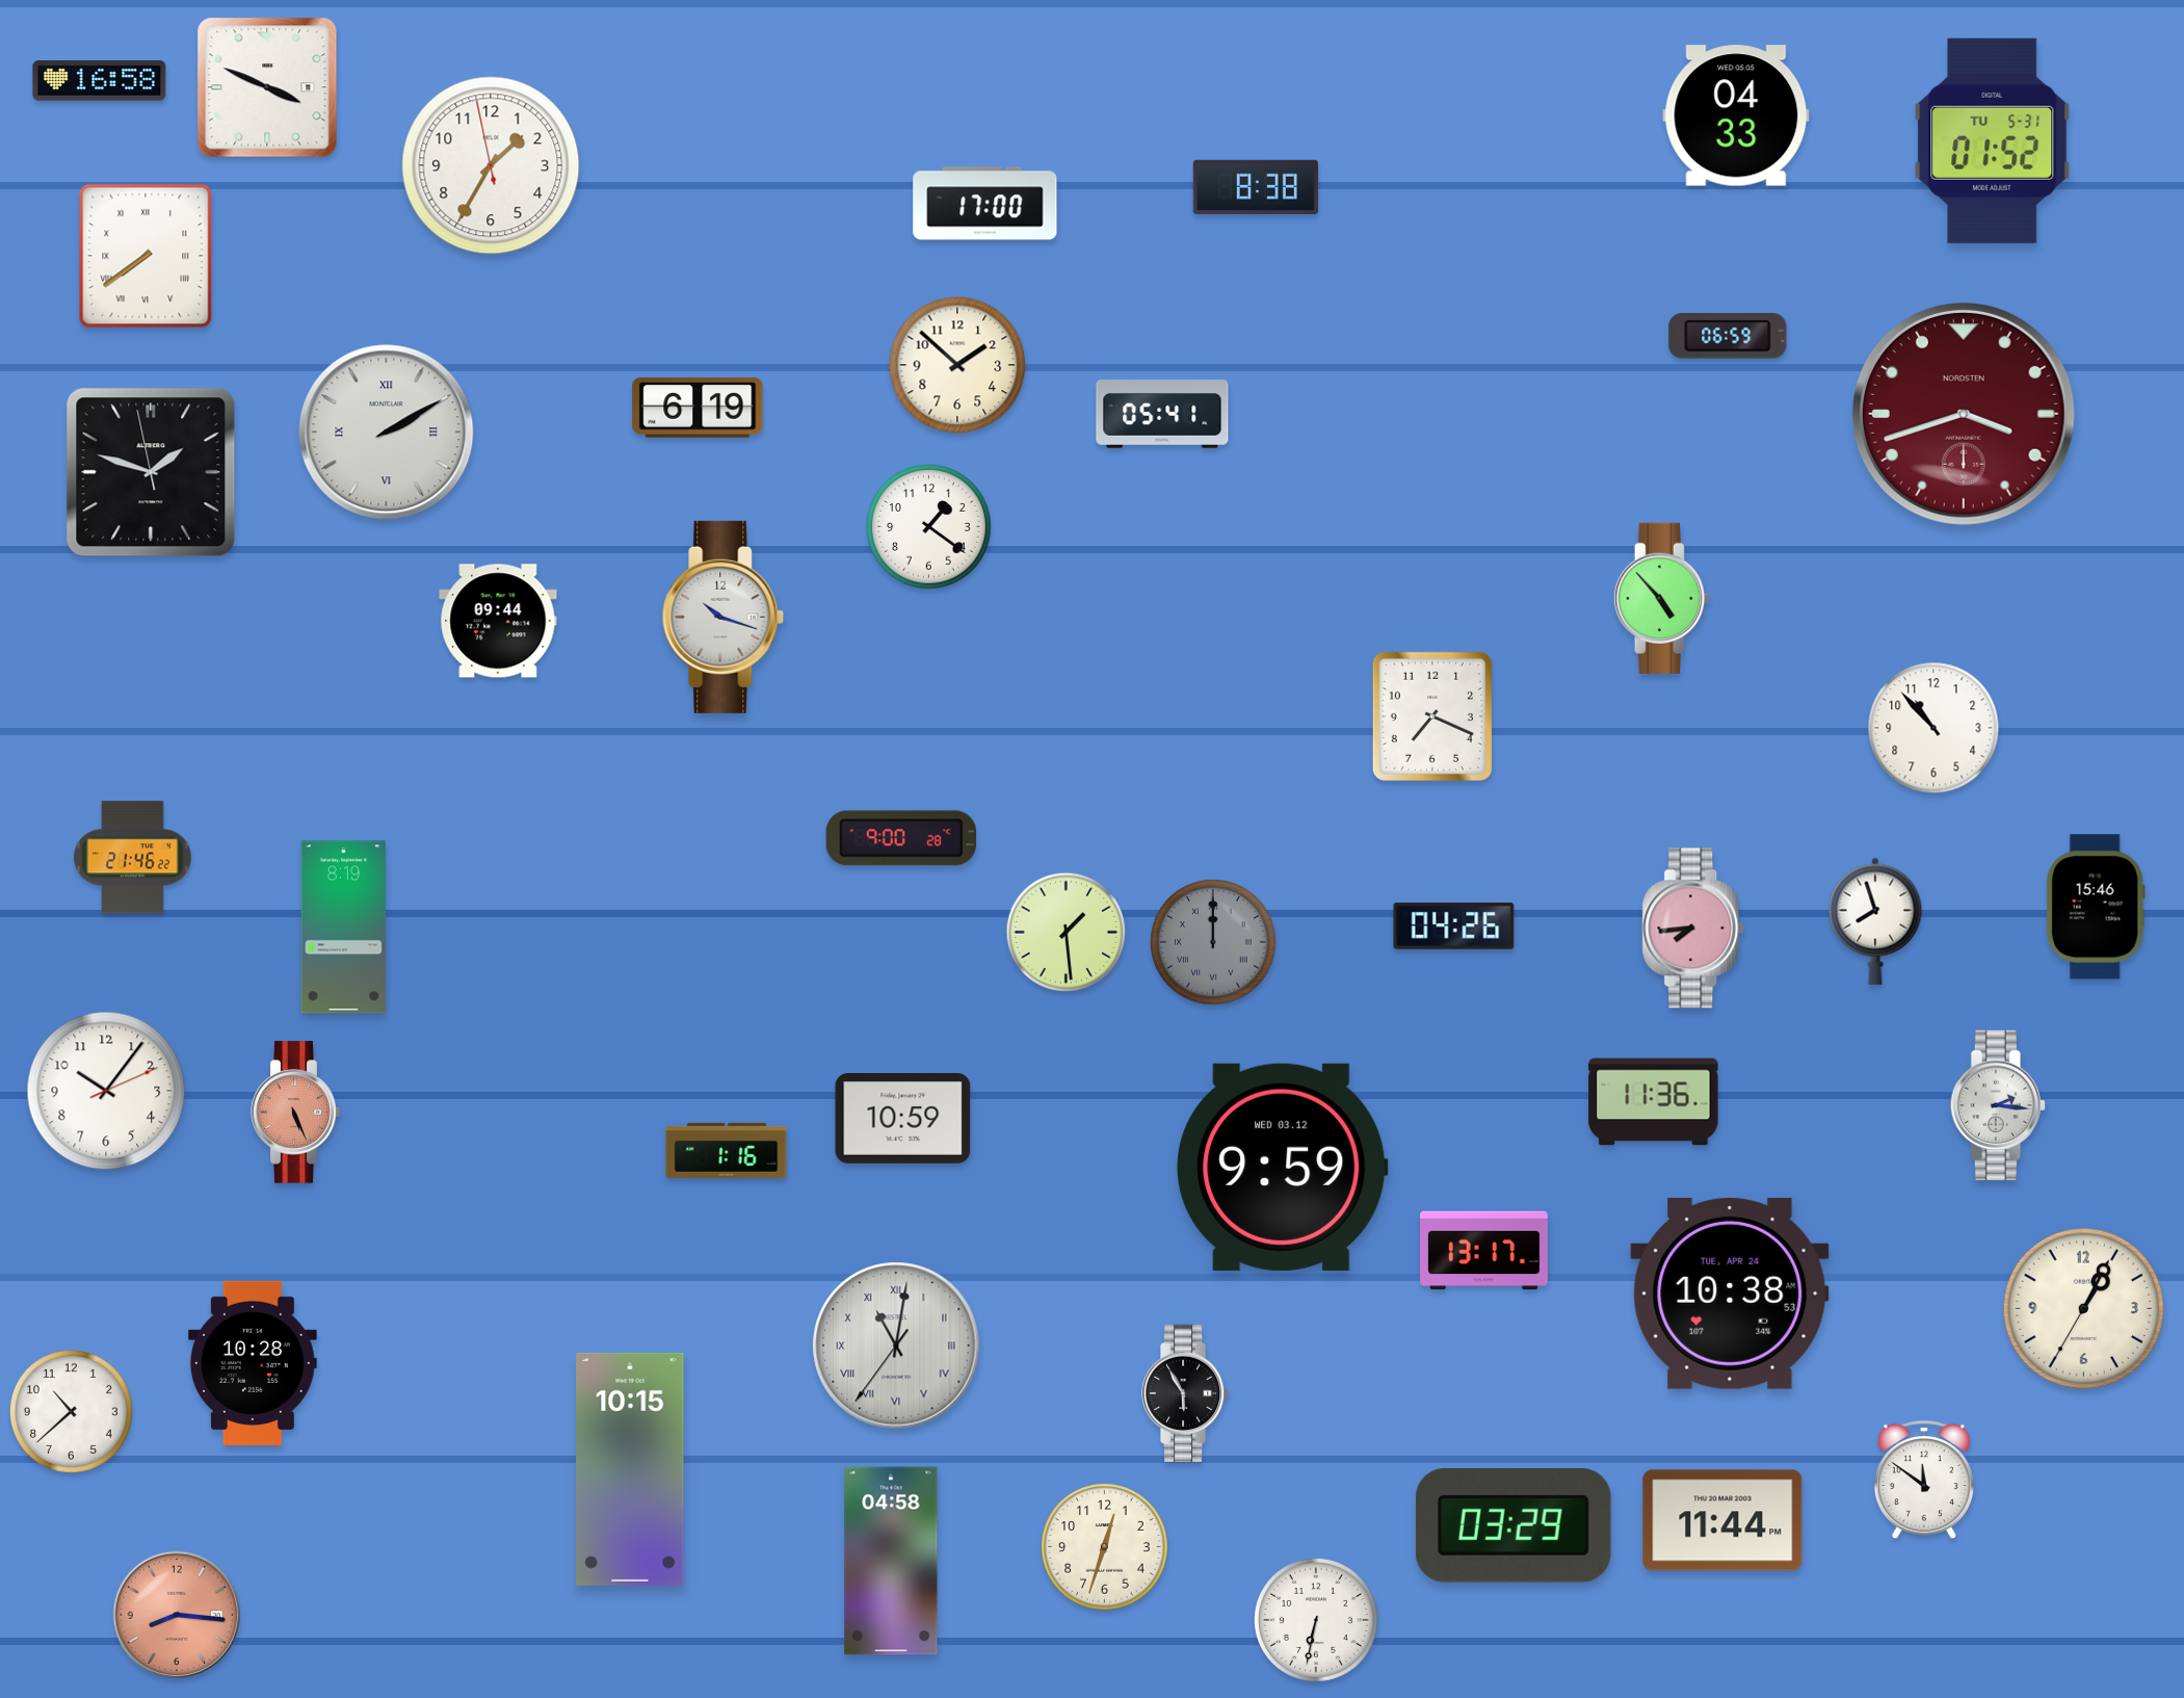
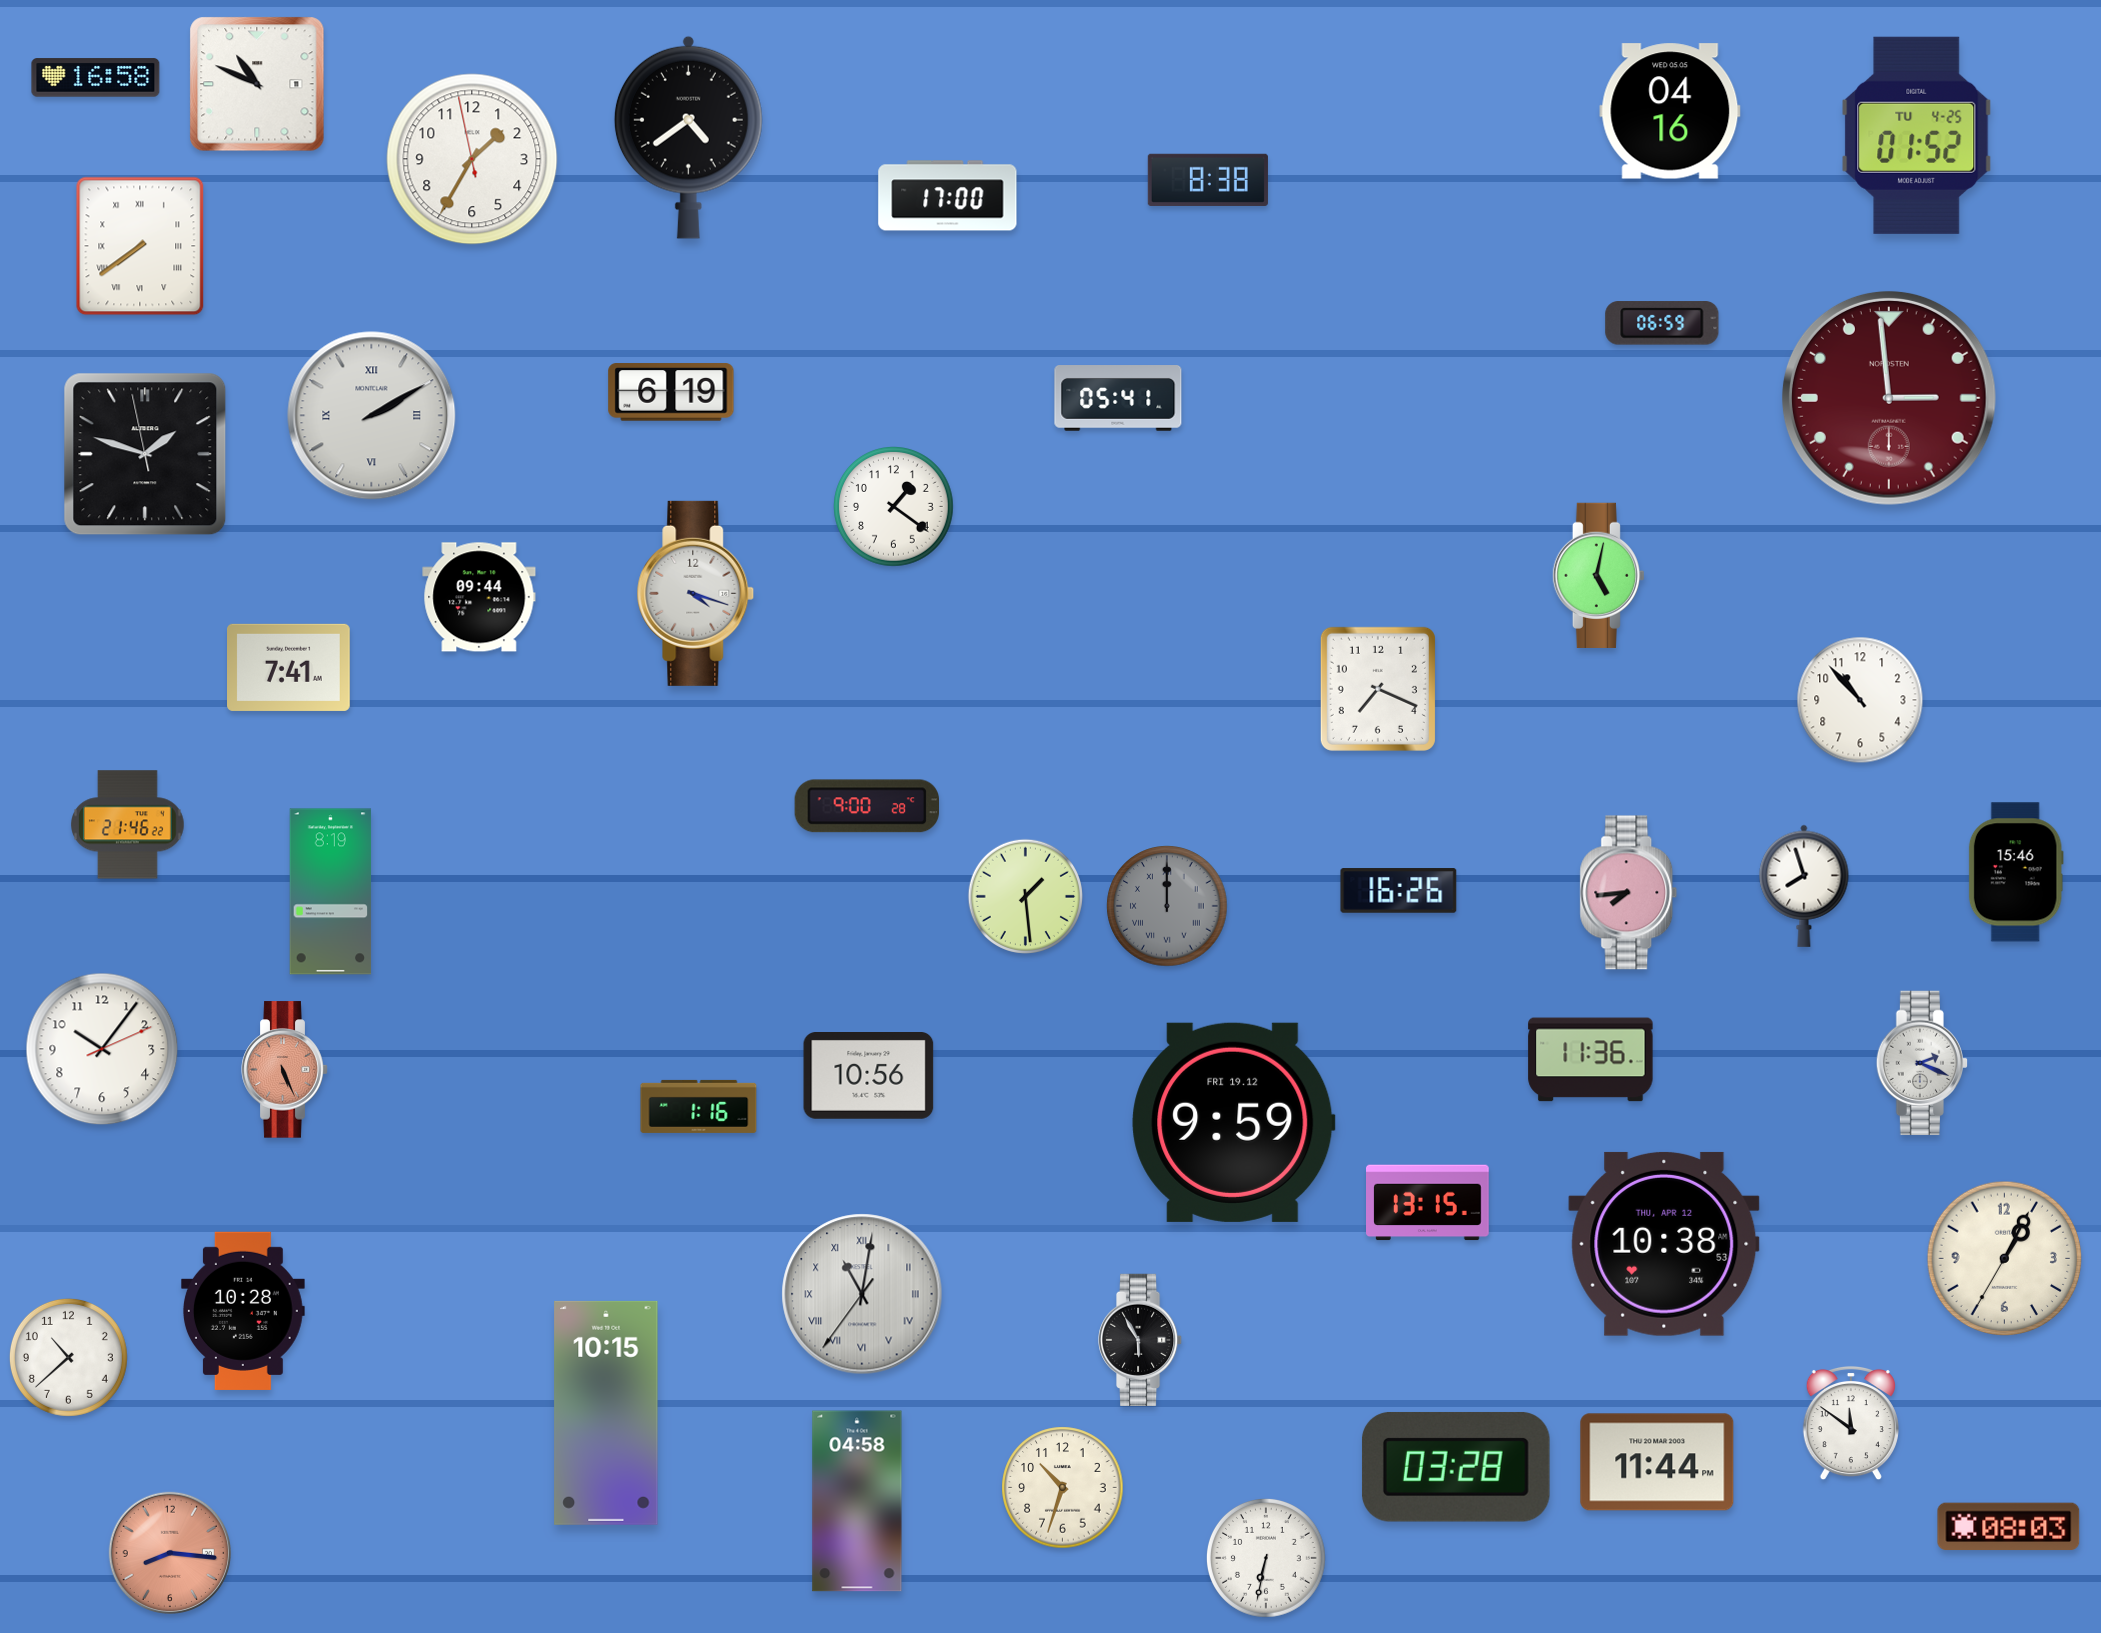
clock at (267, 87): 3:49 -> 10:49
clock at (1736, 115): 04:33 -> 04:16
clock at (1993, 140) date: TU 5-31 -> TU 4-25
clock at (688, 137): none -> 4:39
clock at (957, 365): 1:52 -> none
clock at (1964, 414): 3:42 -> 2:59
clock at (1661, 598): 4:53 -> 5:02
clock at (723, 617): 10:18 -> 4:18
clock at (289, 667): none -> 7:41
clock at (1454, 926): 04:26 -> 16:26
clock at (1997, 1105): 2:16 -> 2:19
clock at (903, 1119): 10:59 -> 10:56
clock at (1283, 1167) date: WED 03.12 -> FRI 19.12
clock at (1484, 1251): 13:17 -> 13:15
clock at (1730, 1294) date: TUE, APR 24 -> THU, APR 12
clock at (1514, 1525): 03:29 -> 03:28
clock at (1105, 1547): 12:33 -> 10:33
clock at (2009, 1527): none -> 08:03
